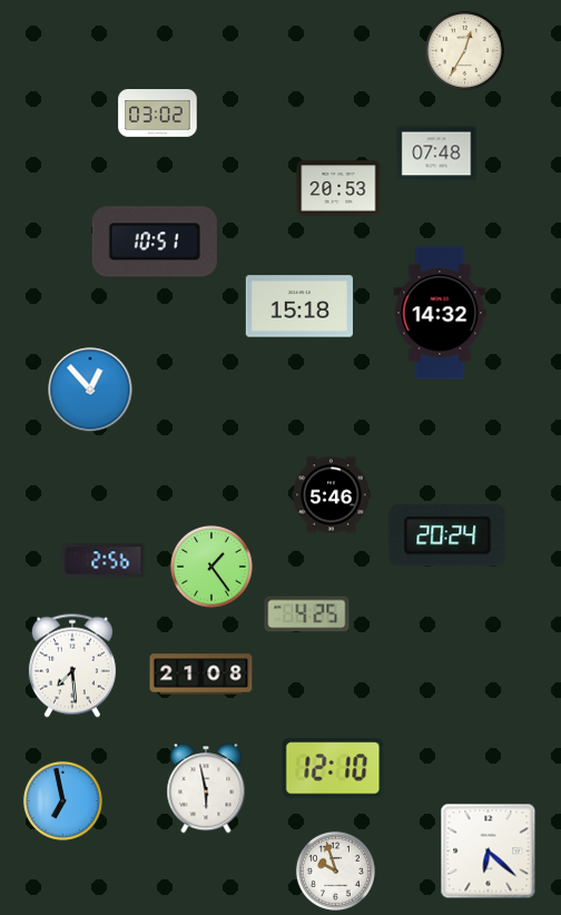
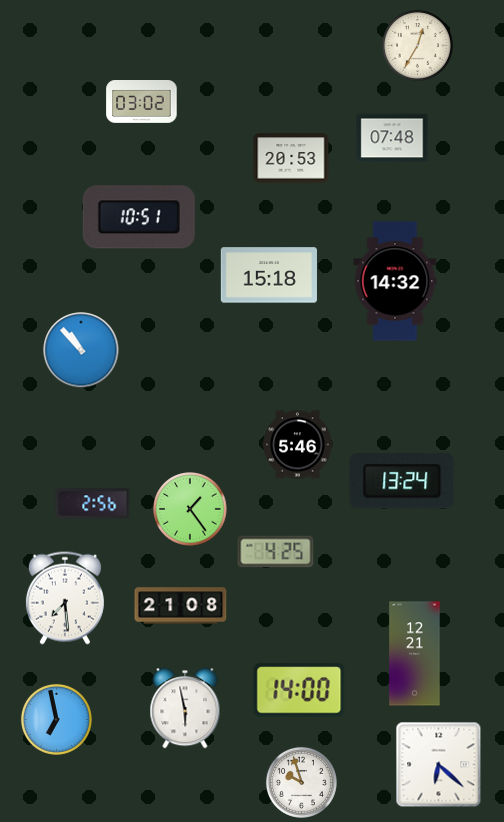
clock at (338, 188) position: (338, 188) -> (291, 158)
clock at (90, 390): 12:53 -> 10:53
clock at (447, 535): 20:24 -> 13:24
clock at (415, 654): none -> 12:21
clock at (333, 768): 12:10 -> 14:00
